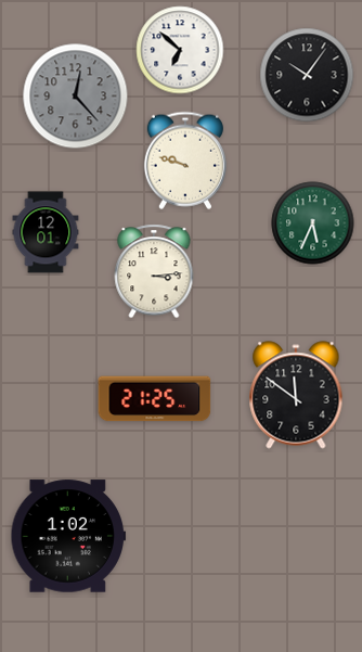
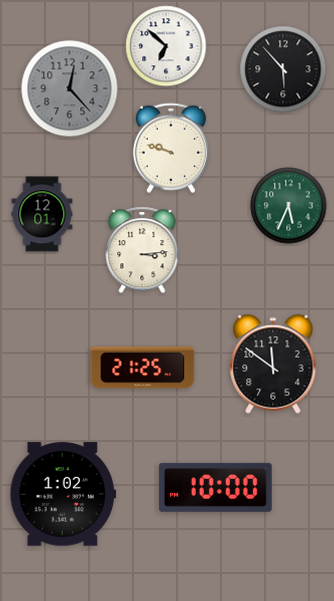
clock at (307, 75): 10:06 -> 5:53
clock at (216, 487): none -> 10:00
